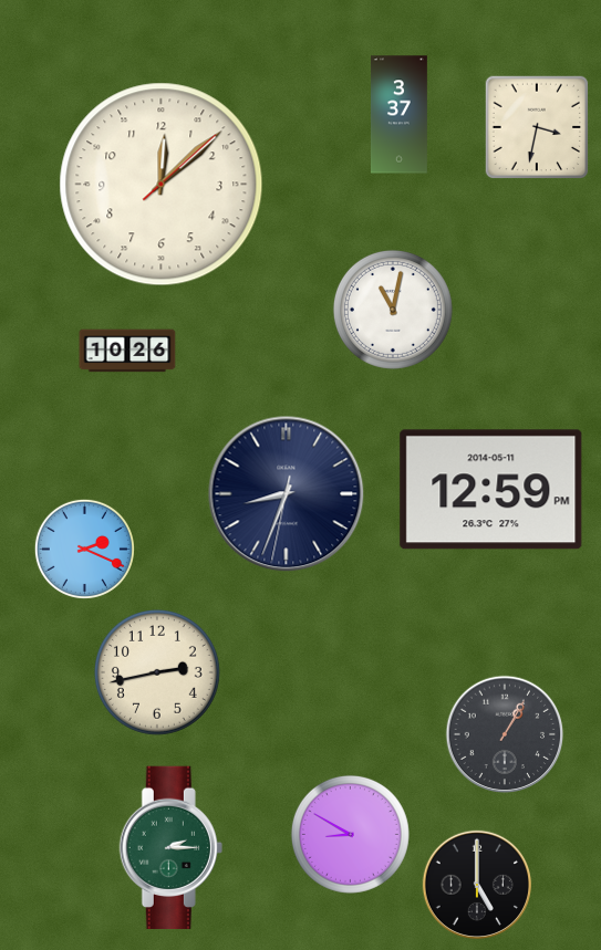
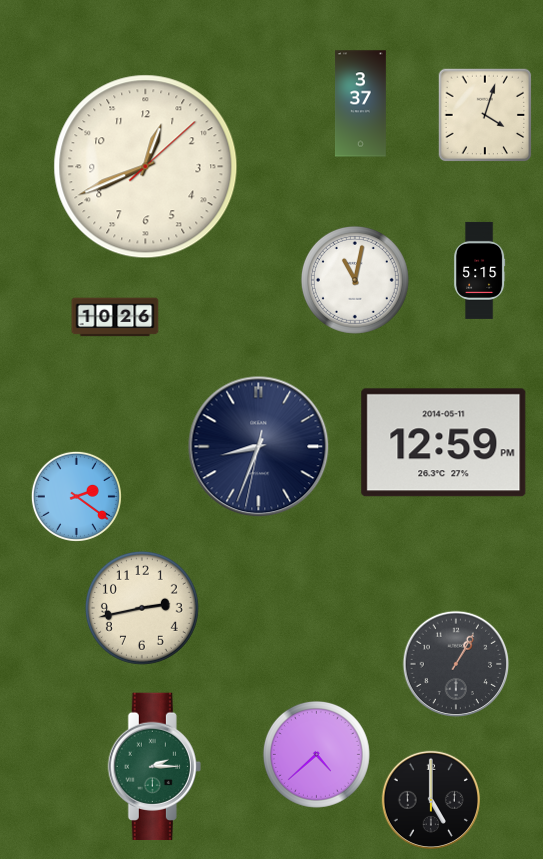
clock at (537, 127): 3:32 -> 4:03
clock at (162, 185): 12:08 -> 12:41
clock at (480, 270): none -> 5:15
clock at (84, 549): 2:19 -> 2:21
clock at (350, 834): 8:50 -> 4:38
